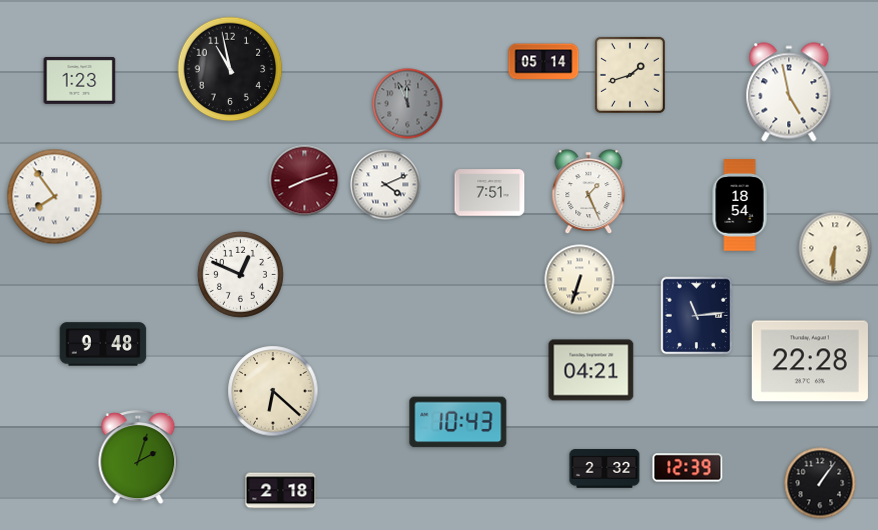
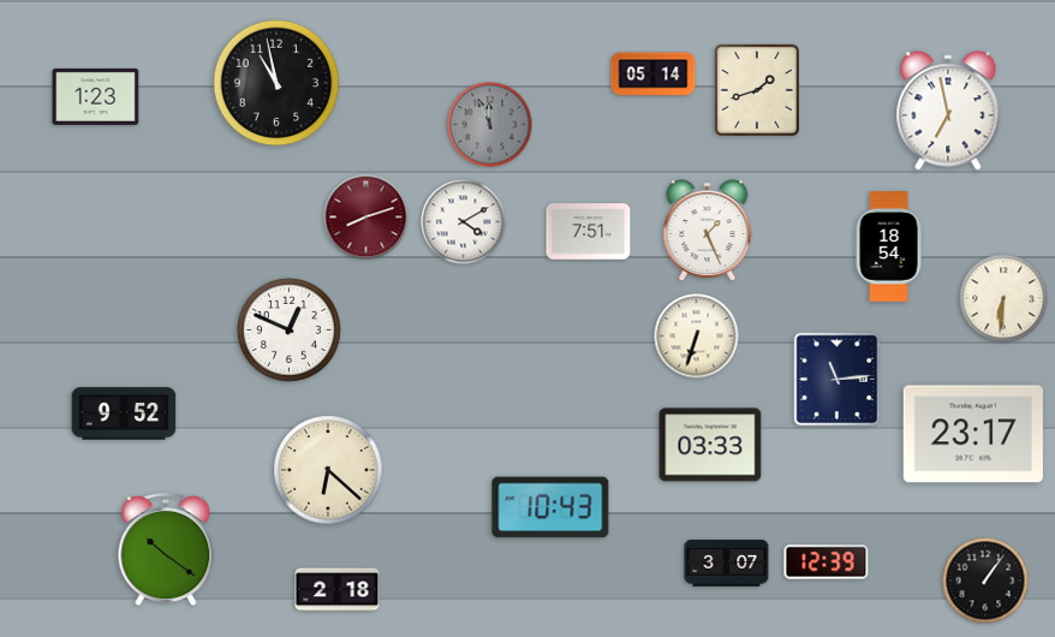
clock at (789, 92): 4:58 -> 6:58
clock at (386, 185): 4:11 -> 4:10
clock at (55, 197): 7:54 -> none
clock at (103, 344): 9:48 -> 9:52
clock at (810, 361): 22:28 -> 23:17
clock at (591, 370): 04:21 -> 03:33
clock at (138, 458): 2:03 -> 10:21
clock at (605, 469): 2:32 -> 3:07
